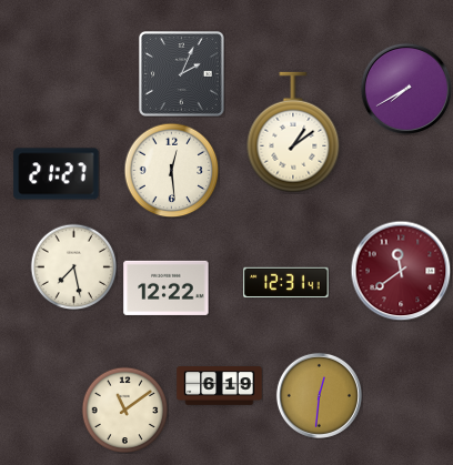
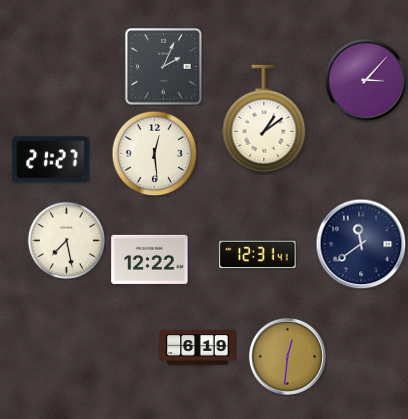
clock at (405, 88): 7:40 -> 3:07
clock at (57, 174) position: (57, 174) -> (51, 160)
clock at (401, 271) dial: burgundy -> navy
clock at (124, 410): 11:09 -> none
